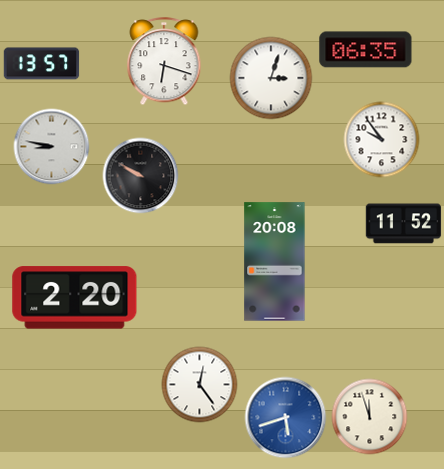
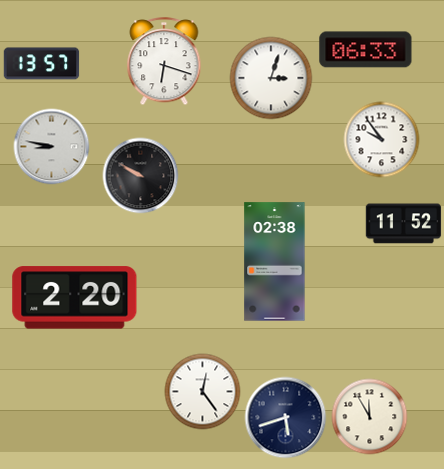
clock at (366, 50): 06:35 -> 06:33
clock at (275, 262): 20:08 -> 02:38
clock at (200, 385) position: (200, 385) -> (203, 392)
clock at (370, 417): 11:57 -> 11:55
clock at (286, 418) dial: blue -> navy
